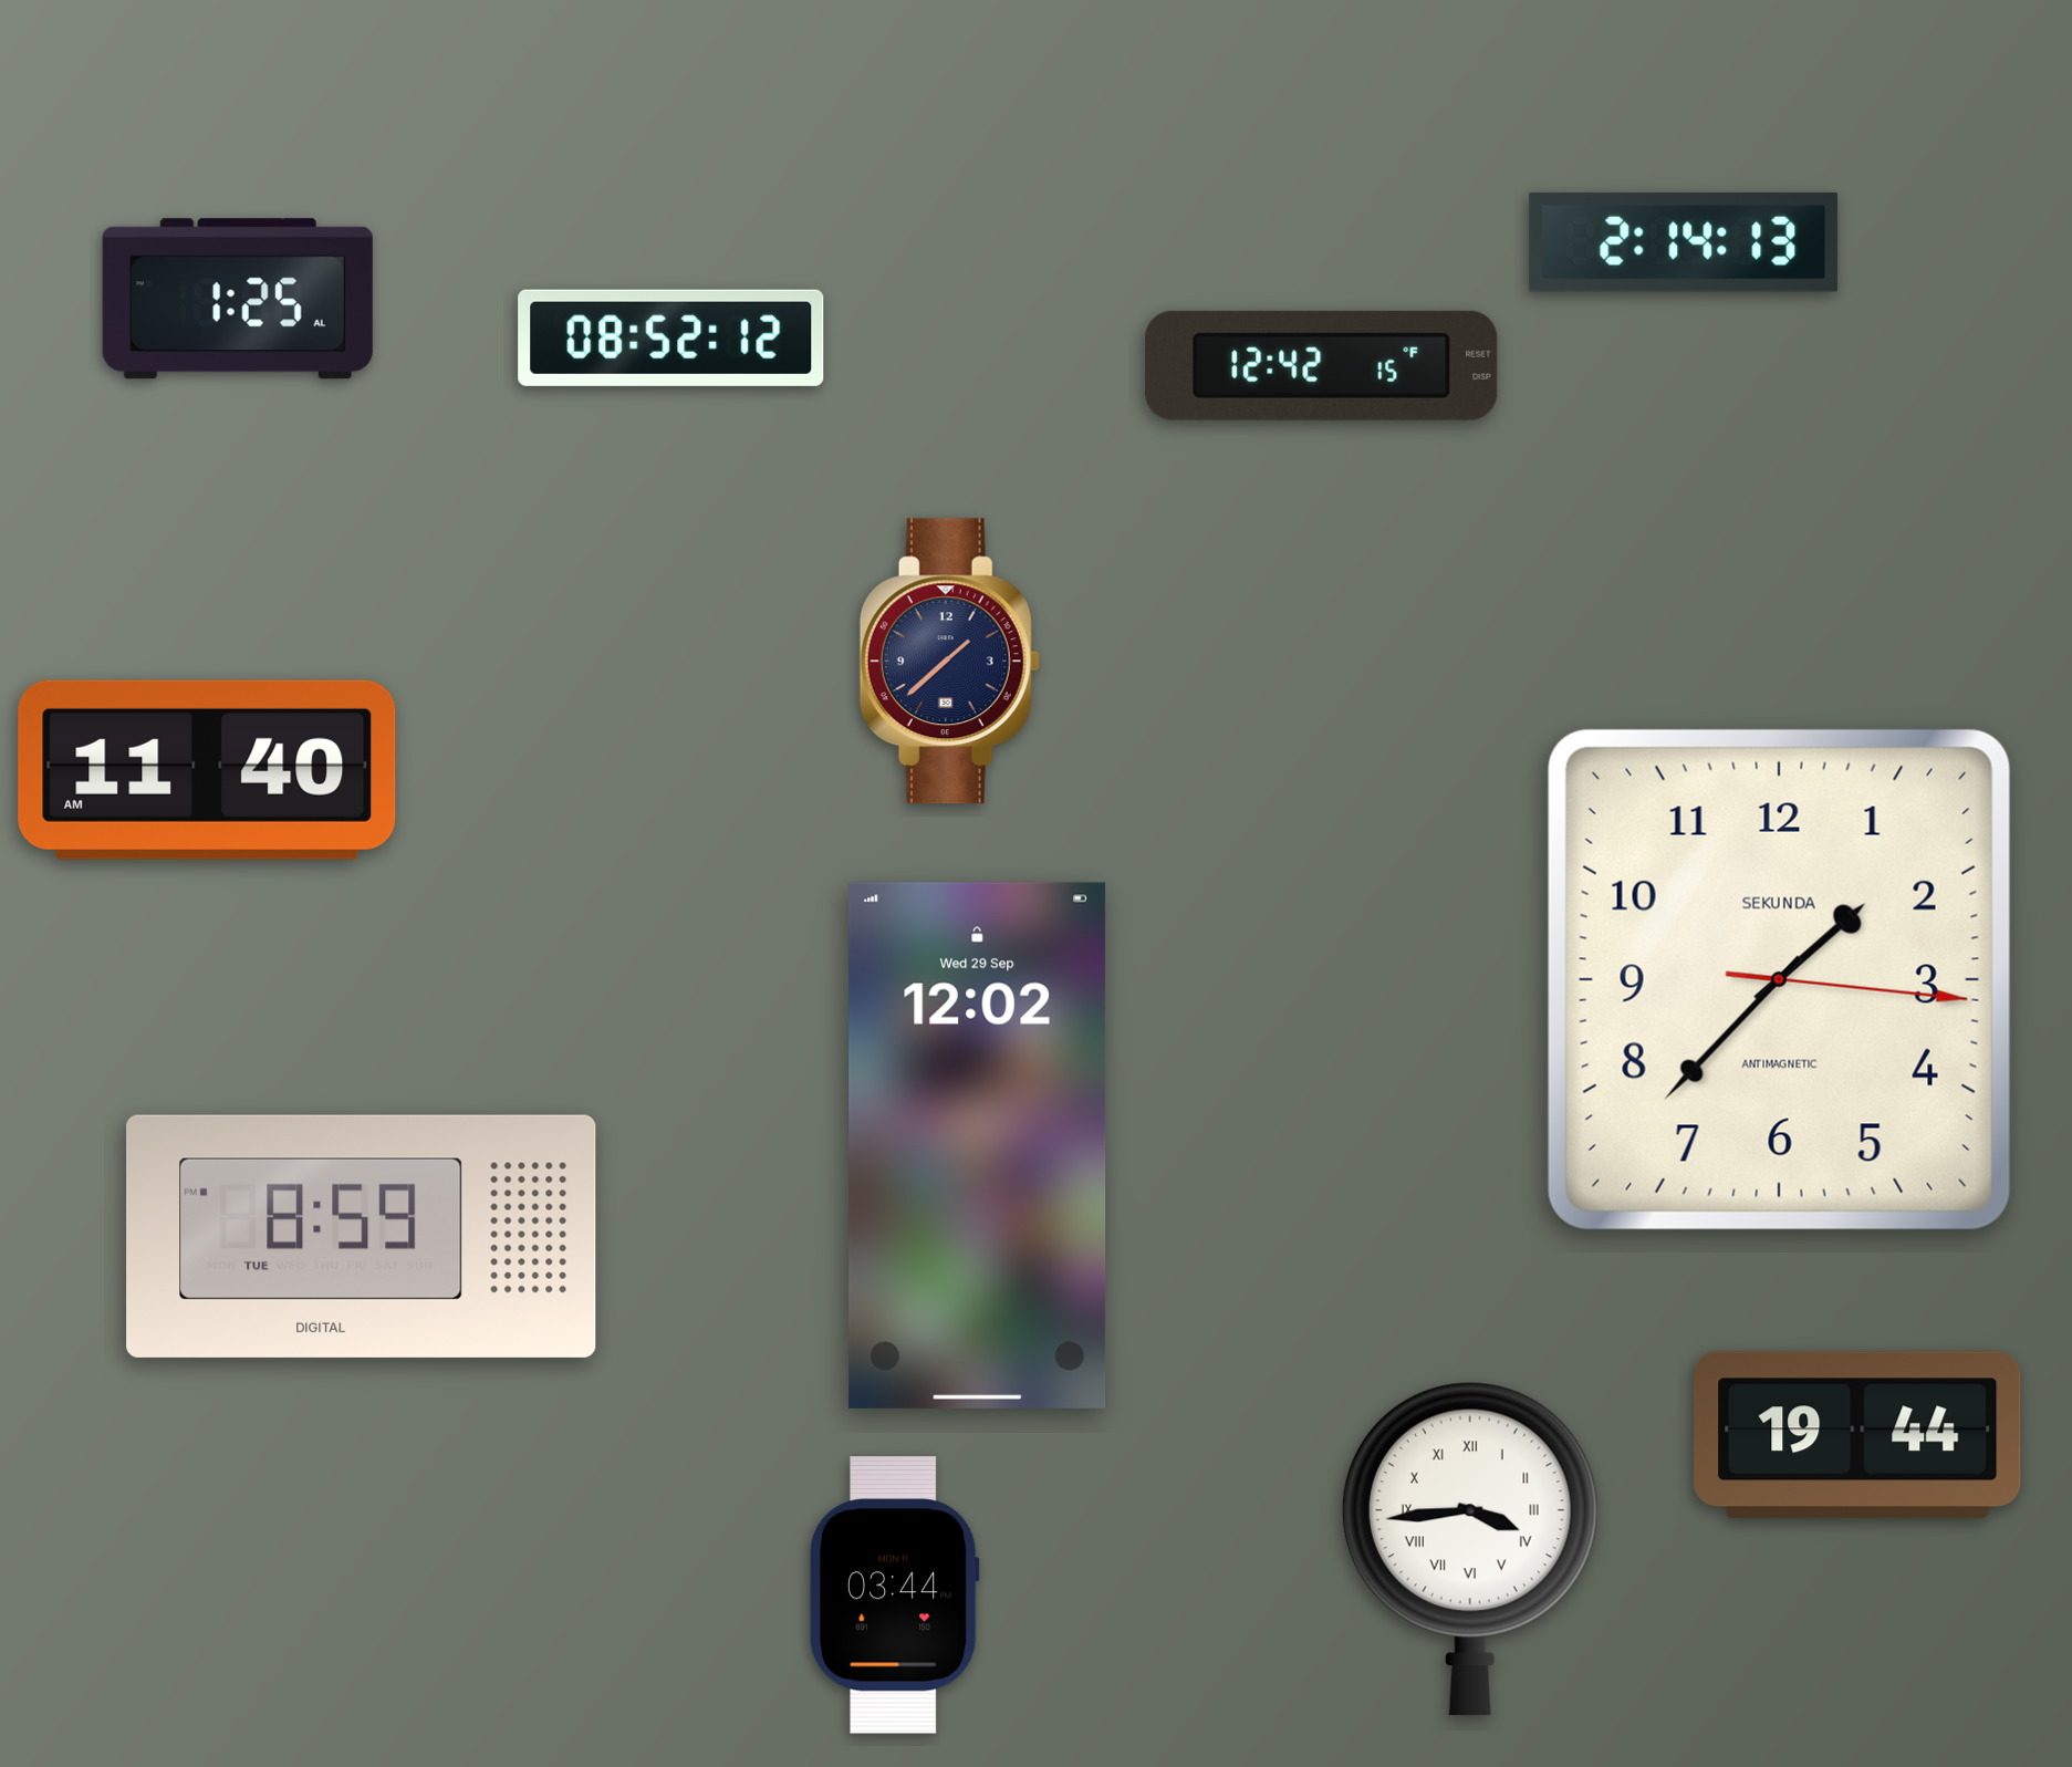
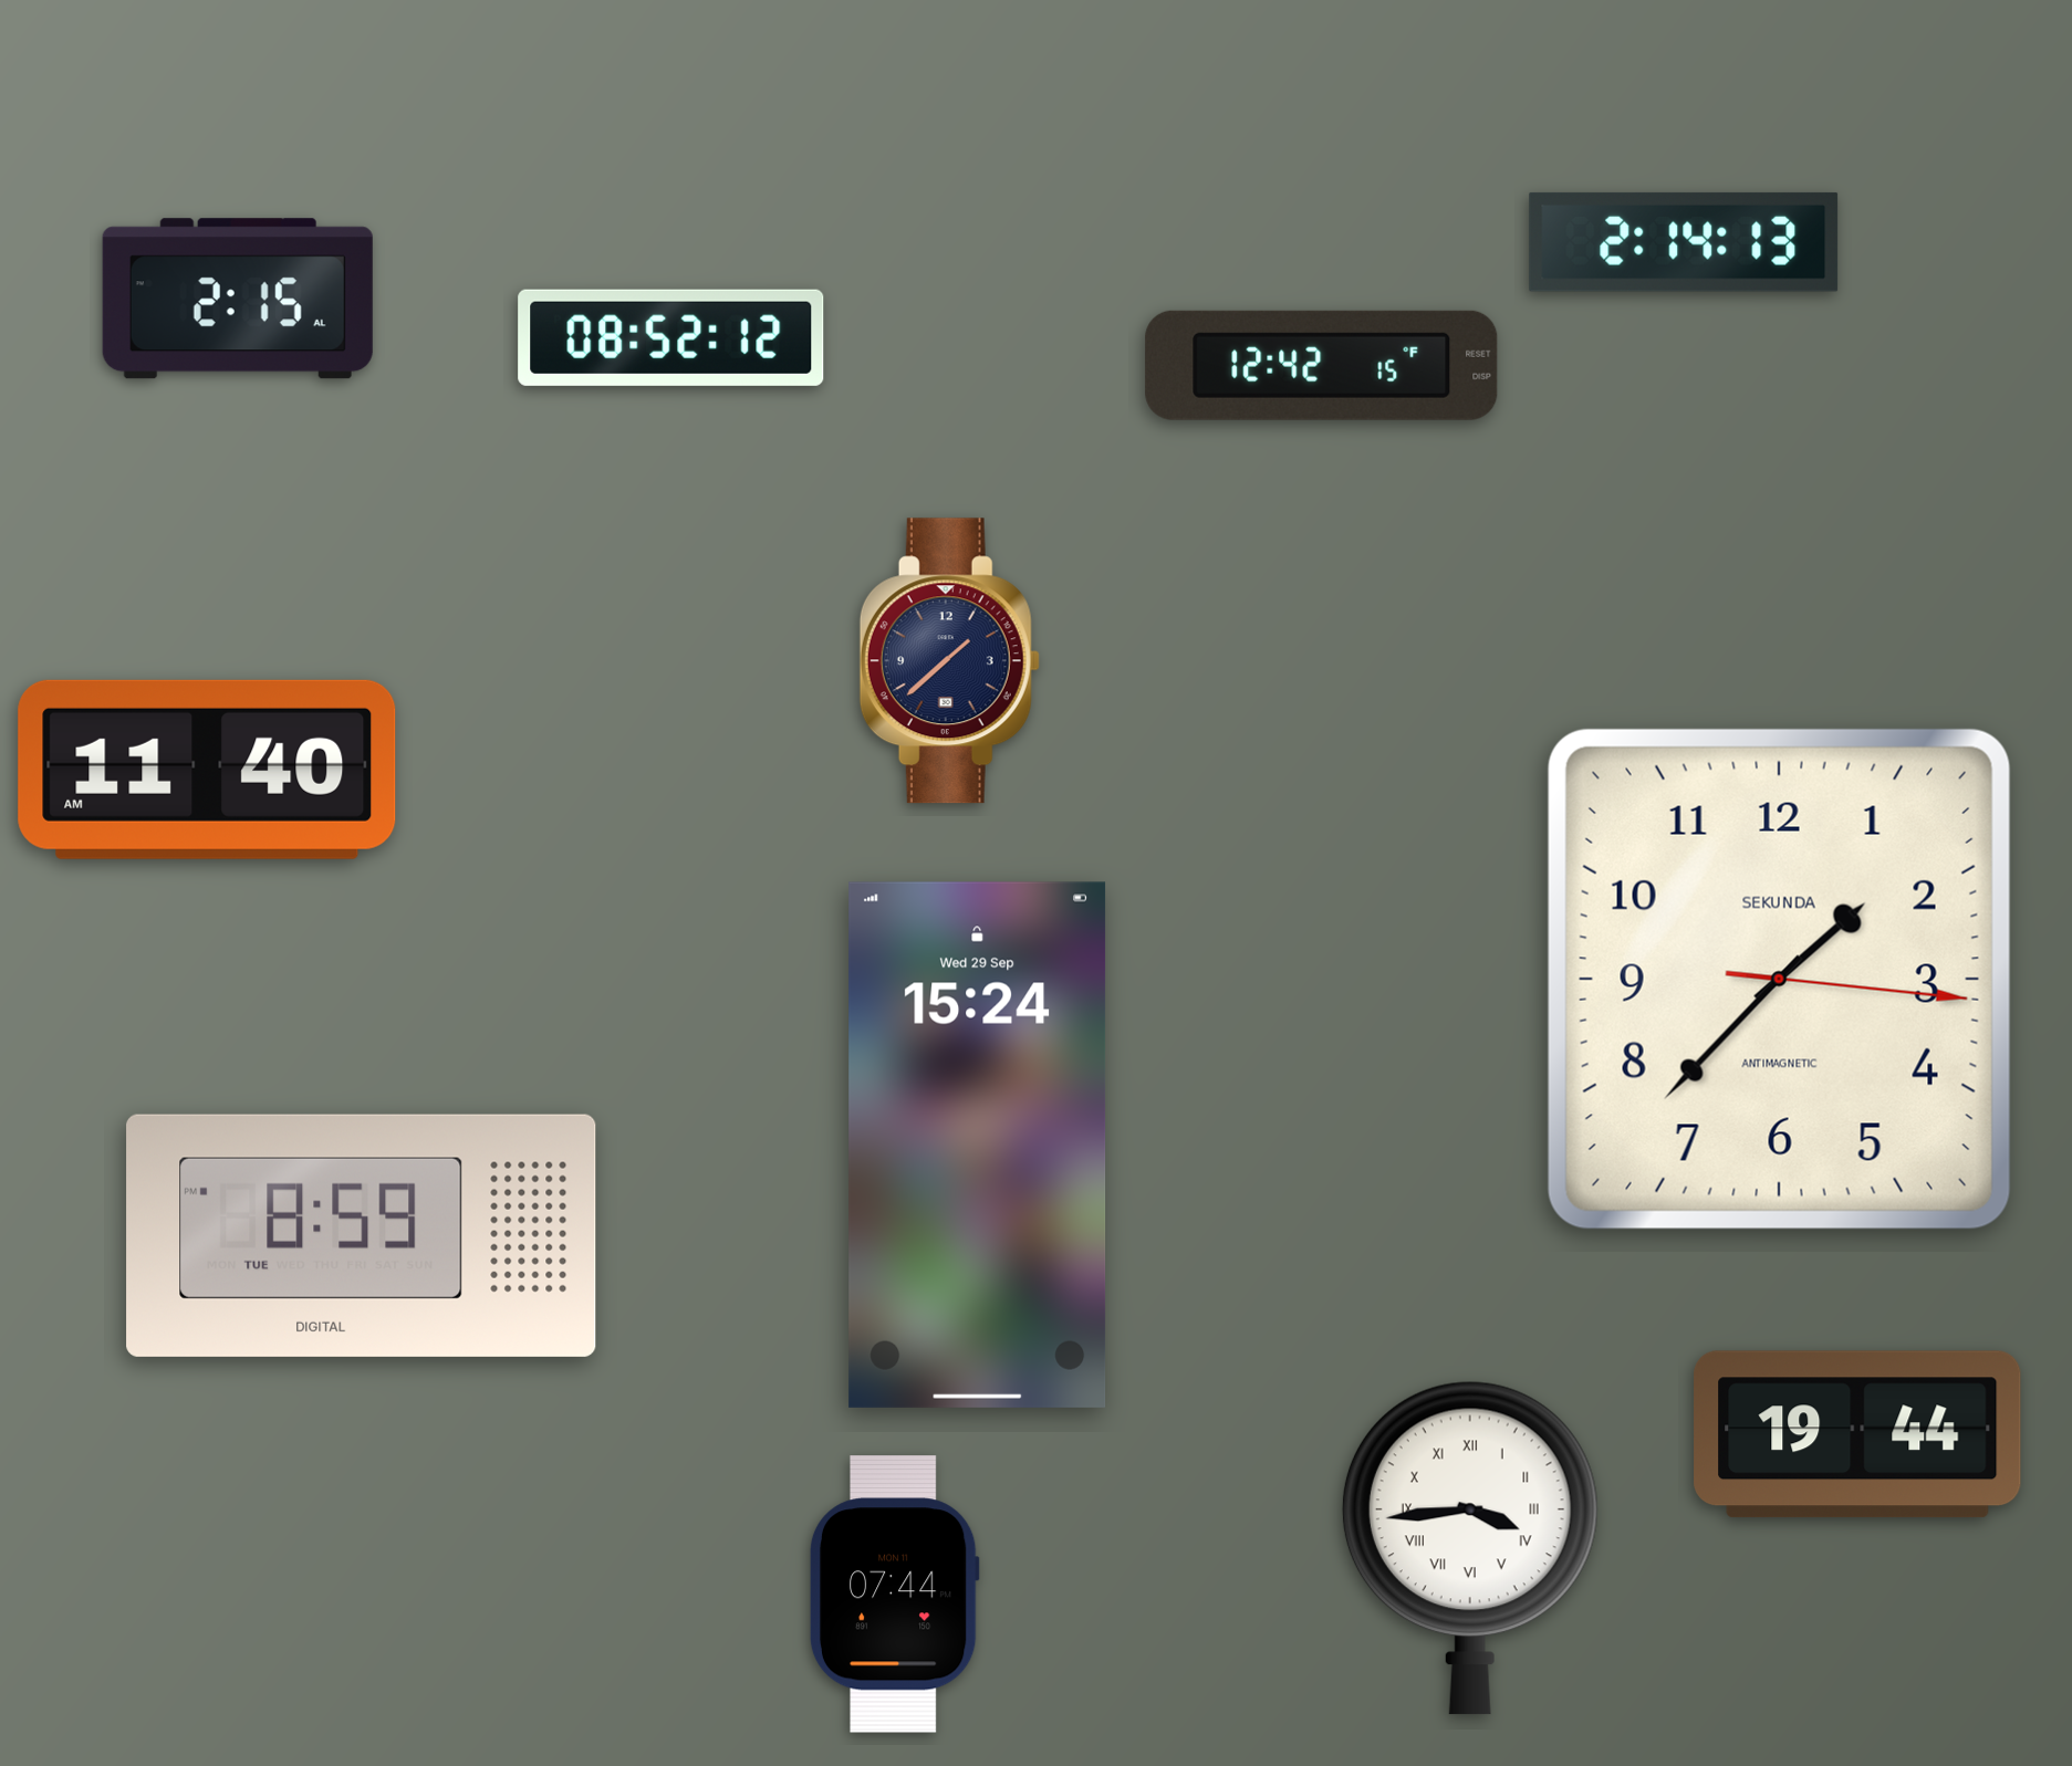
clock at (238, 299): 1:25 -> 2:15
clock at (978, 1145): 12:02 -> 15:24
clock at (894, 1596): 03:44 -> 07:44
